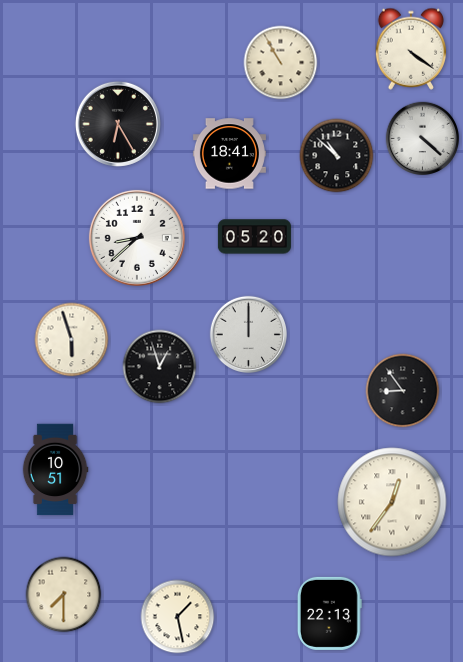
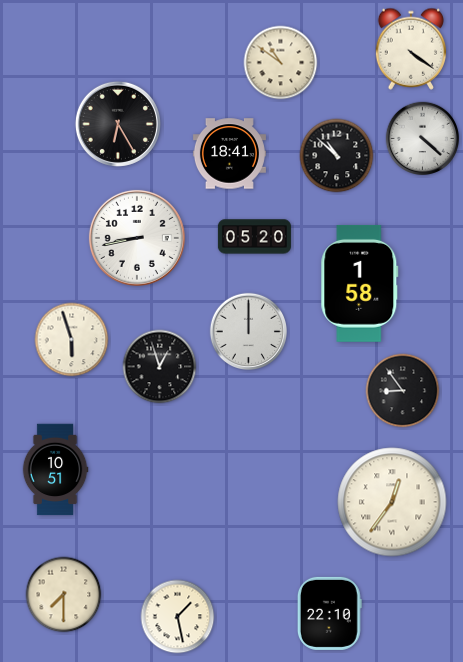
clock at (281, 63): 10:55 -> 10:51
clock at (137, 238): 8:38 -> 8:43
clock at (360, 283): none -> 1:58
clock at (248, 334) position: (248, 334) -> (248, 331)
clock at (329, 613): 22:13 -> 22:10
